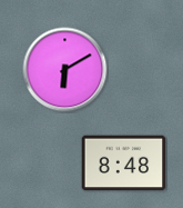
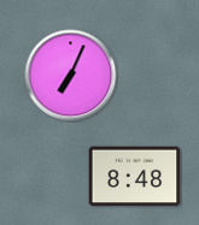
clock at (65, 70): 6:10 -> 7:04
